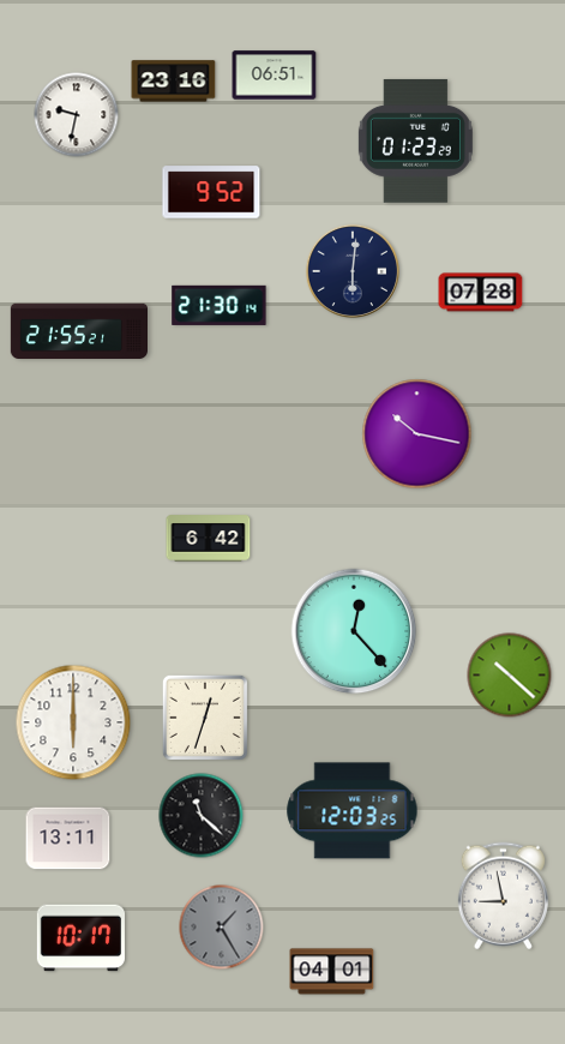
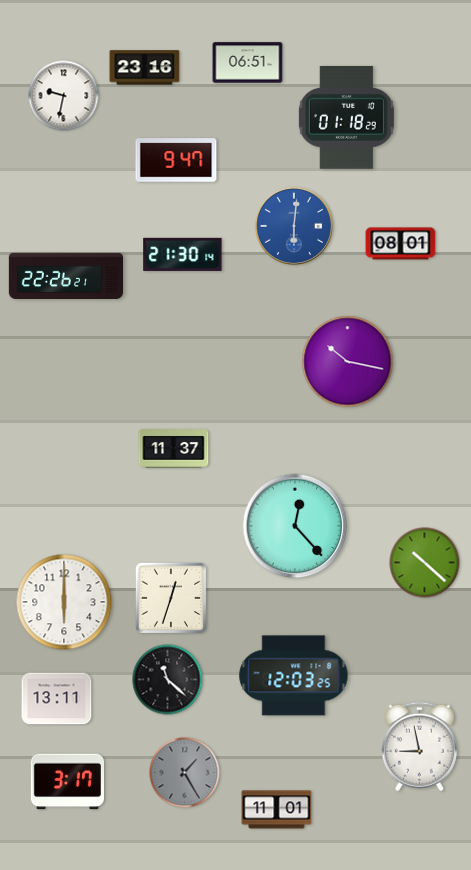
clock at (275, 76) position: (275, 76) -> (248, 63)
clock at (415, 140): 01:23 -> 01:18
clock at (211, 192): 9:52 -> 9:47
clock at (353, 271) dial: navy -> blue
clock at (481, 293): 07:28 -> 08:01
clock at (78, 330): 21:55 -> 22:26
clock at (209, 539): 6:42 -> 11:37
clock at (73, 722) position: (73, 722) -> (64, 602)
clock at (80, 938): 10:17 -> 3:17
clock at (332, 972): 04:01 -> 11:01
